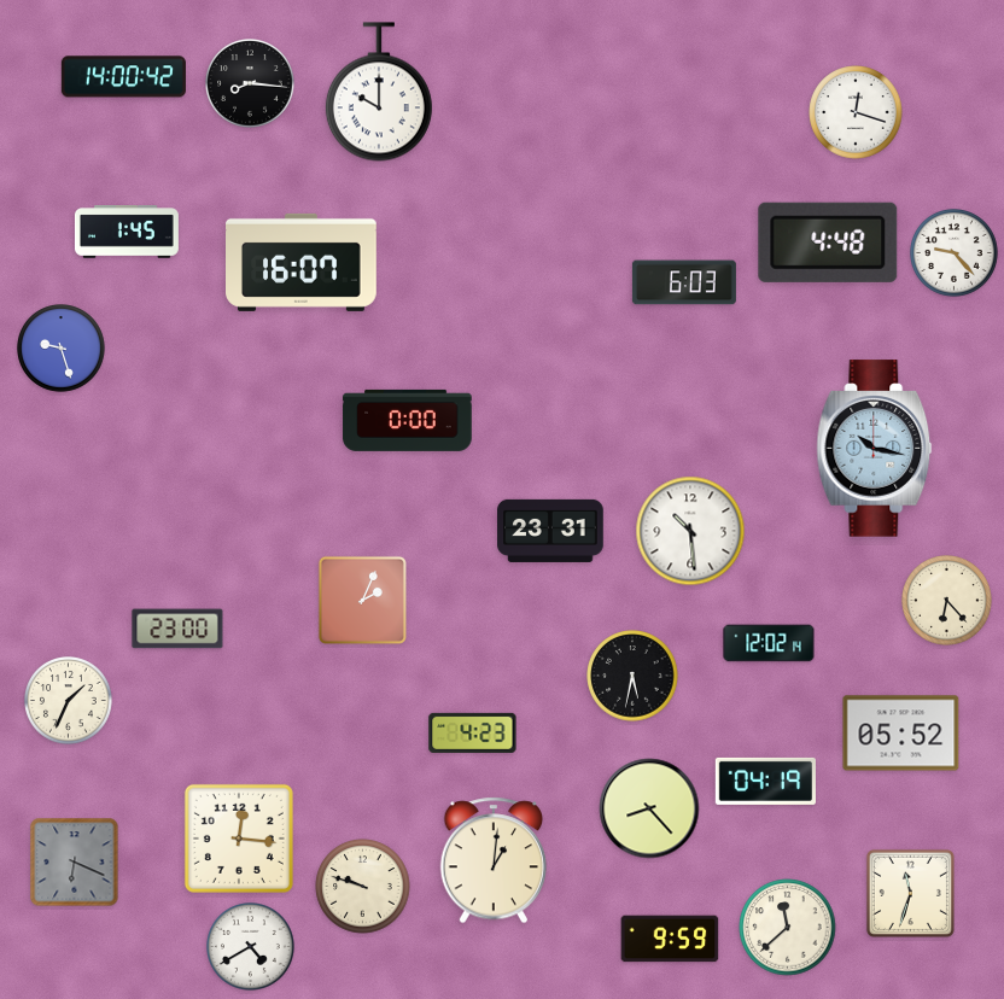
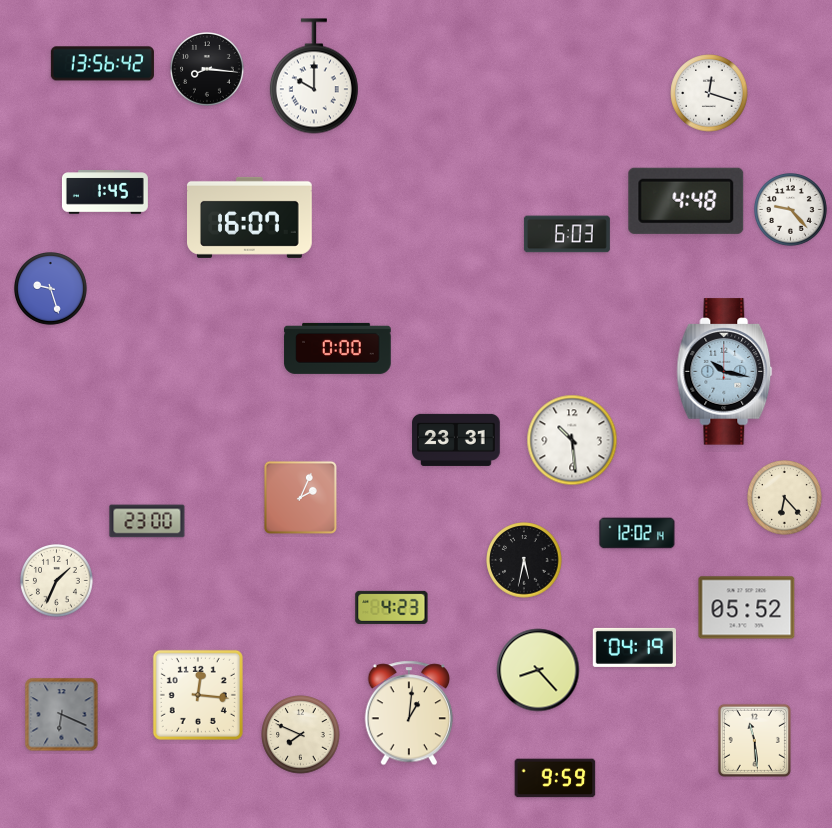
clock at (123, 77): 14:00 -> 13:56
clock at (363, 887): 9:48 -> 7:49
clock at (910, 893): 11:33 -> 11:29
clock at (788, 928): 11:38 -> none
clock at (251, 947): 4:40 -> none
